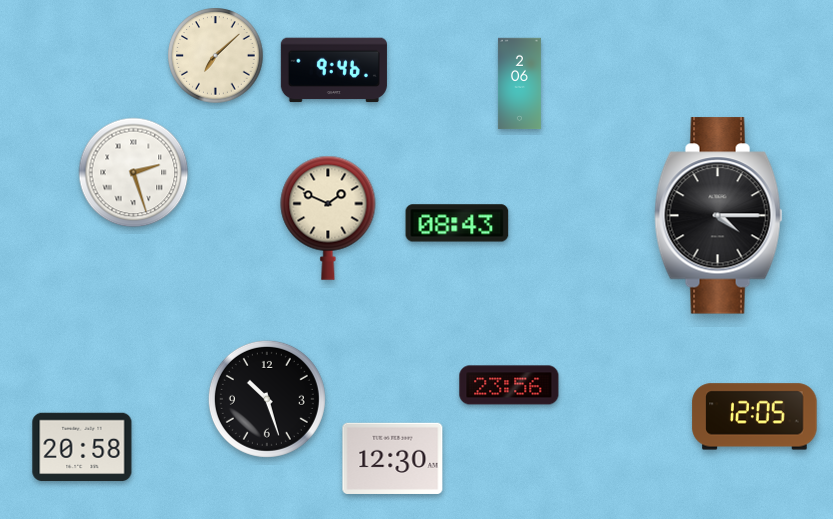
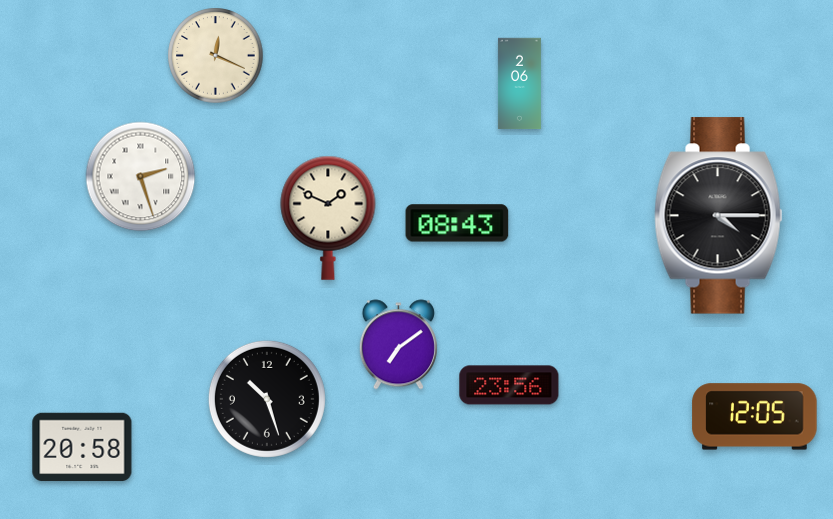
clock at (216, 56): 7:08 -> 12:19
clock at (334, 70): 9:46 -> none
clock at (134, 173) position: (134, 173) -> (141, 177)
clock at (398, 345): none -> 7:09
clock at (393, 458): 12:30 -> none
